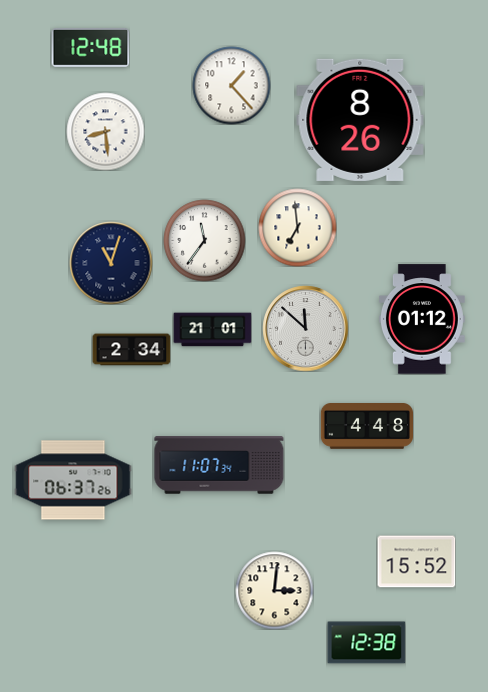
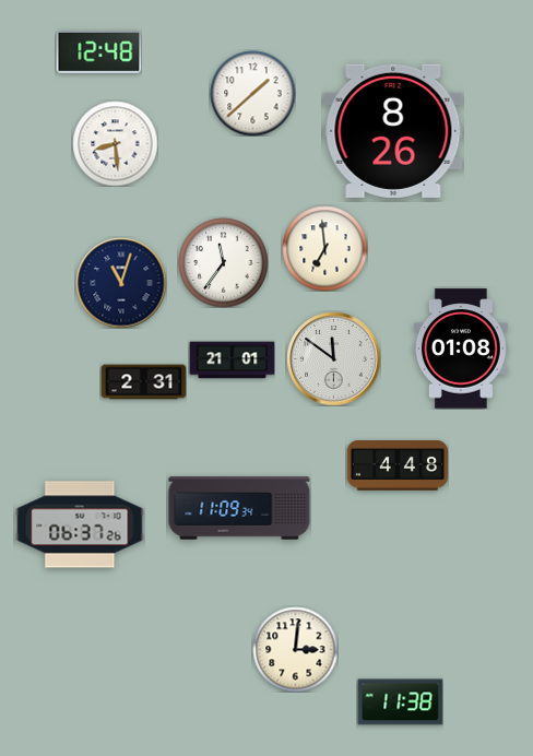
clock at (231, 85): 1:23 -> 1:38
clock at (111, 263) position: (111, 263) -> (121, 283)
clock at (422, 319): 01:12 -> 01:08
clock at (305, 328): 11:52 -> 11:51
clock at (131, 350): 2:34 -> 2:31
clock at (366, 427) position: (366, 427) -> (396, 466)
clock at (219, 465): 11:07 -> 11:09
clock at (416, 562): 15:52 -> none
clock at (274, 590) position: (274, 590) -> (295, 649)
clock at (366, 643): 12:38 -> 11:38
